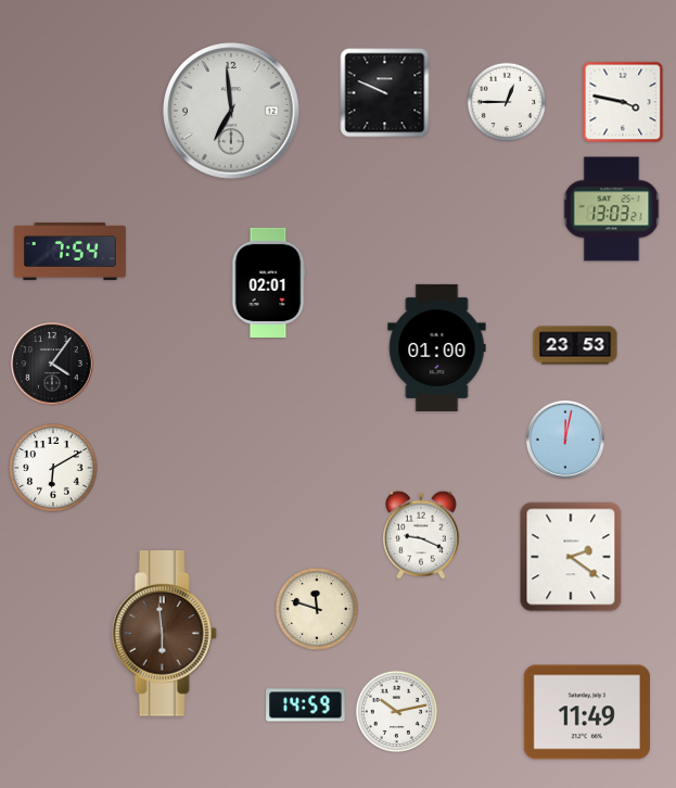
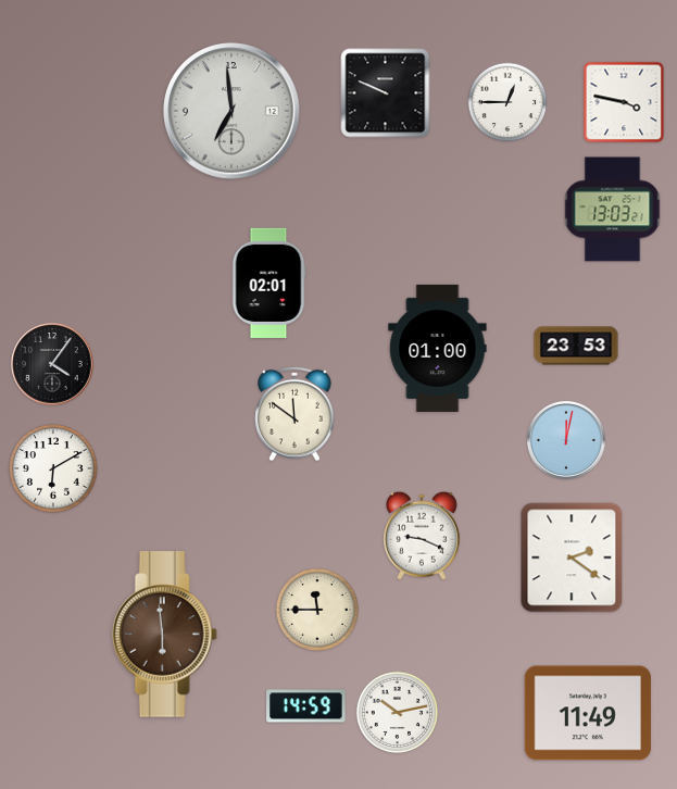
clock at (69, 251): 7:54 -> none
clock at (294, 414): none -> 11:51
clock at (317, 609): 11:48 -> 11:45
